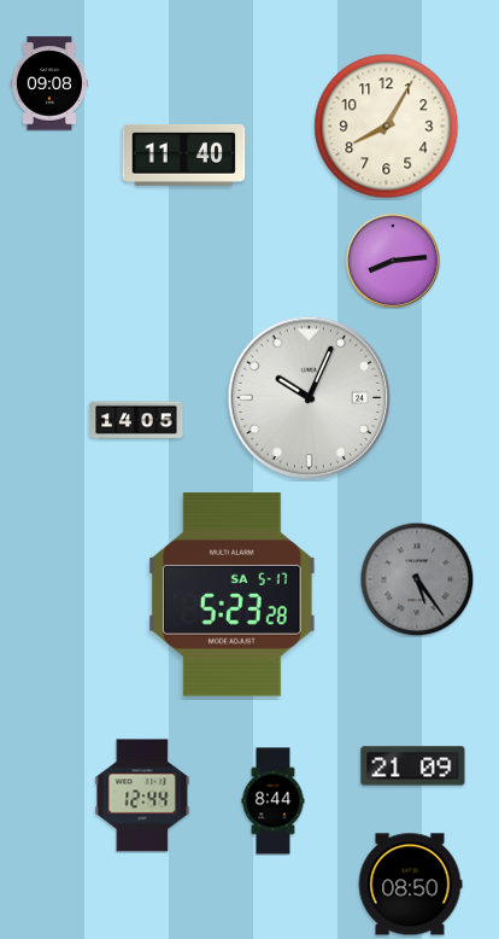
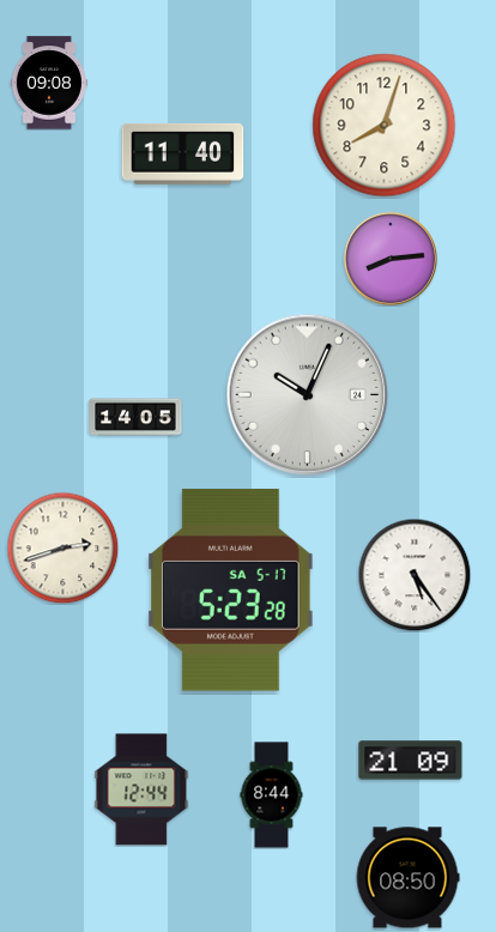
clock at (387, 127): 8:05 -> 8:03
clock at (62, 547): none -> 2:42
clock at (417, 579) dial: grey -> white
